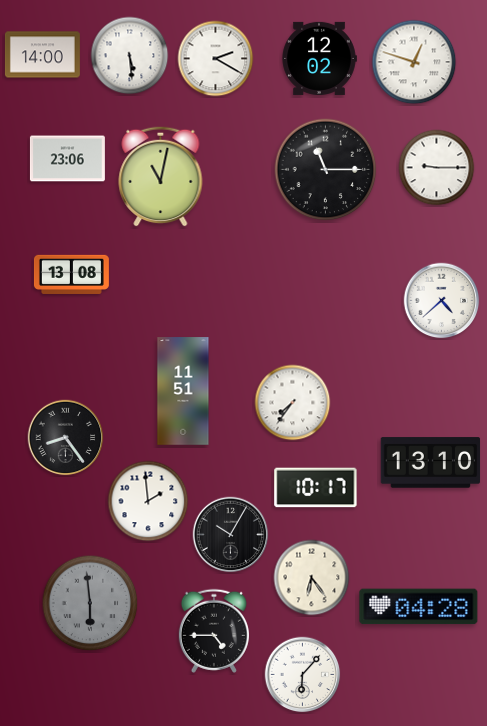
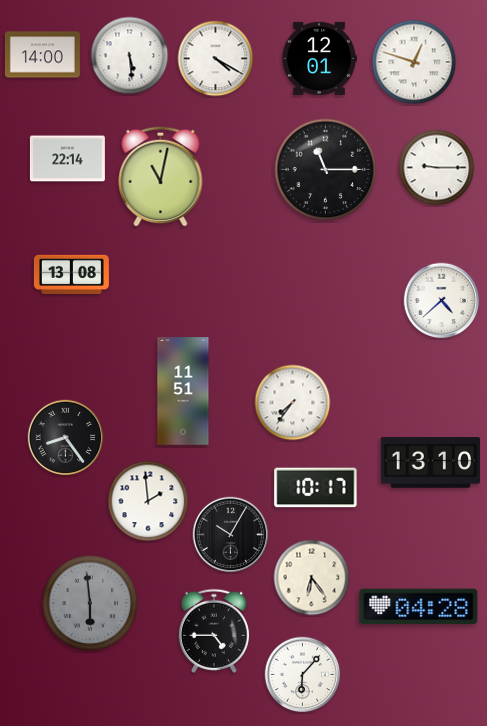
clock at (319, 58): 12:02 -> 12:01
clock at (216, 59): 2:20 -> 4:20
clock at (67, 159): 23:06 -> 22:14
